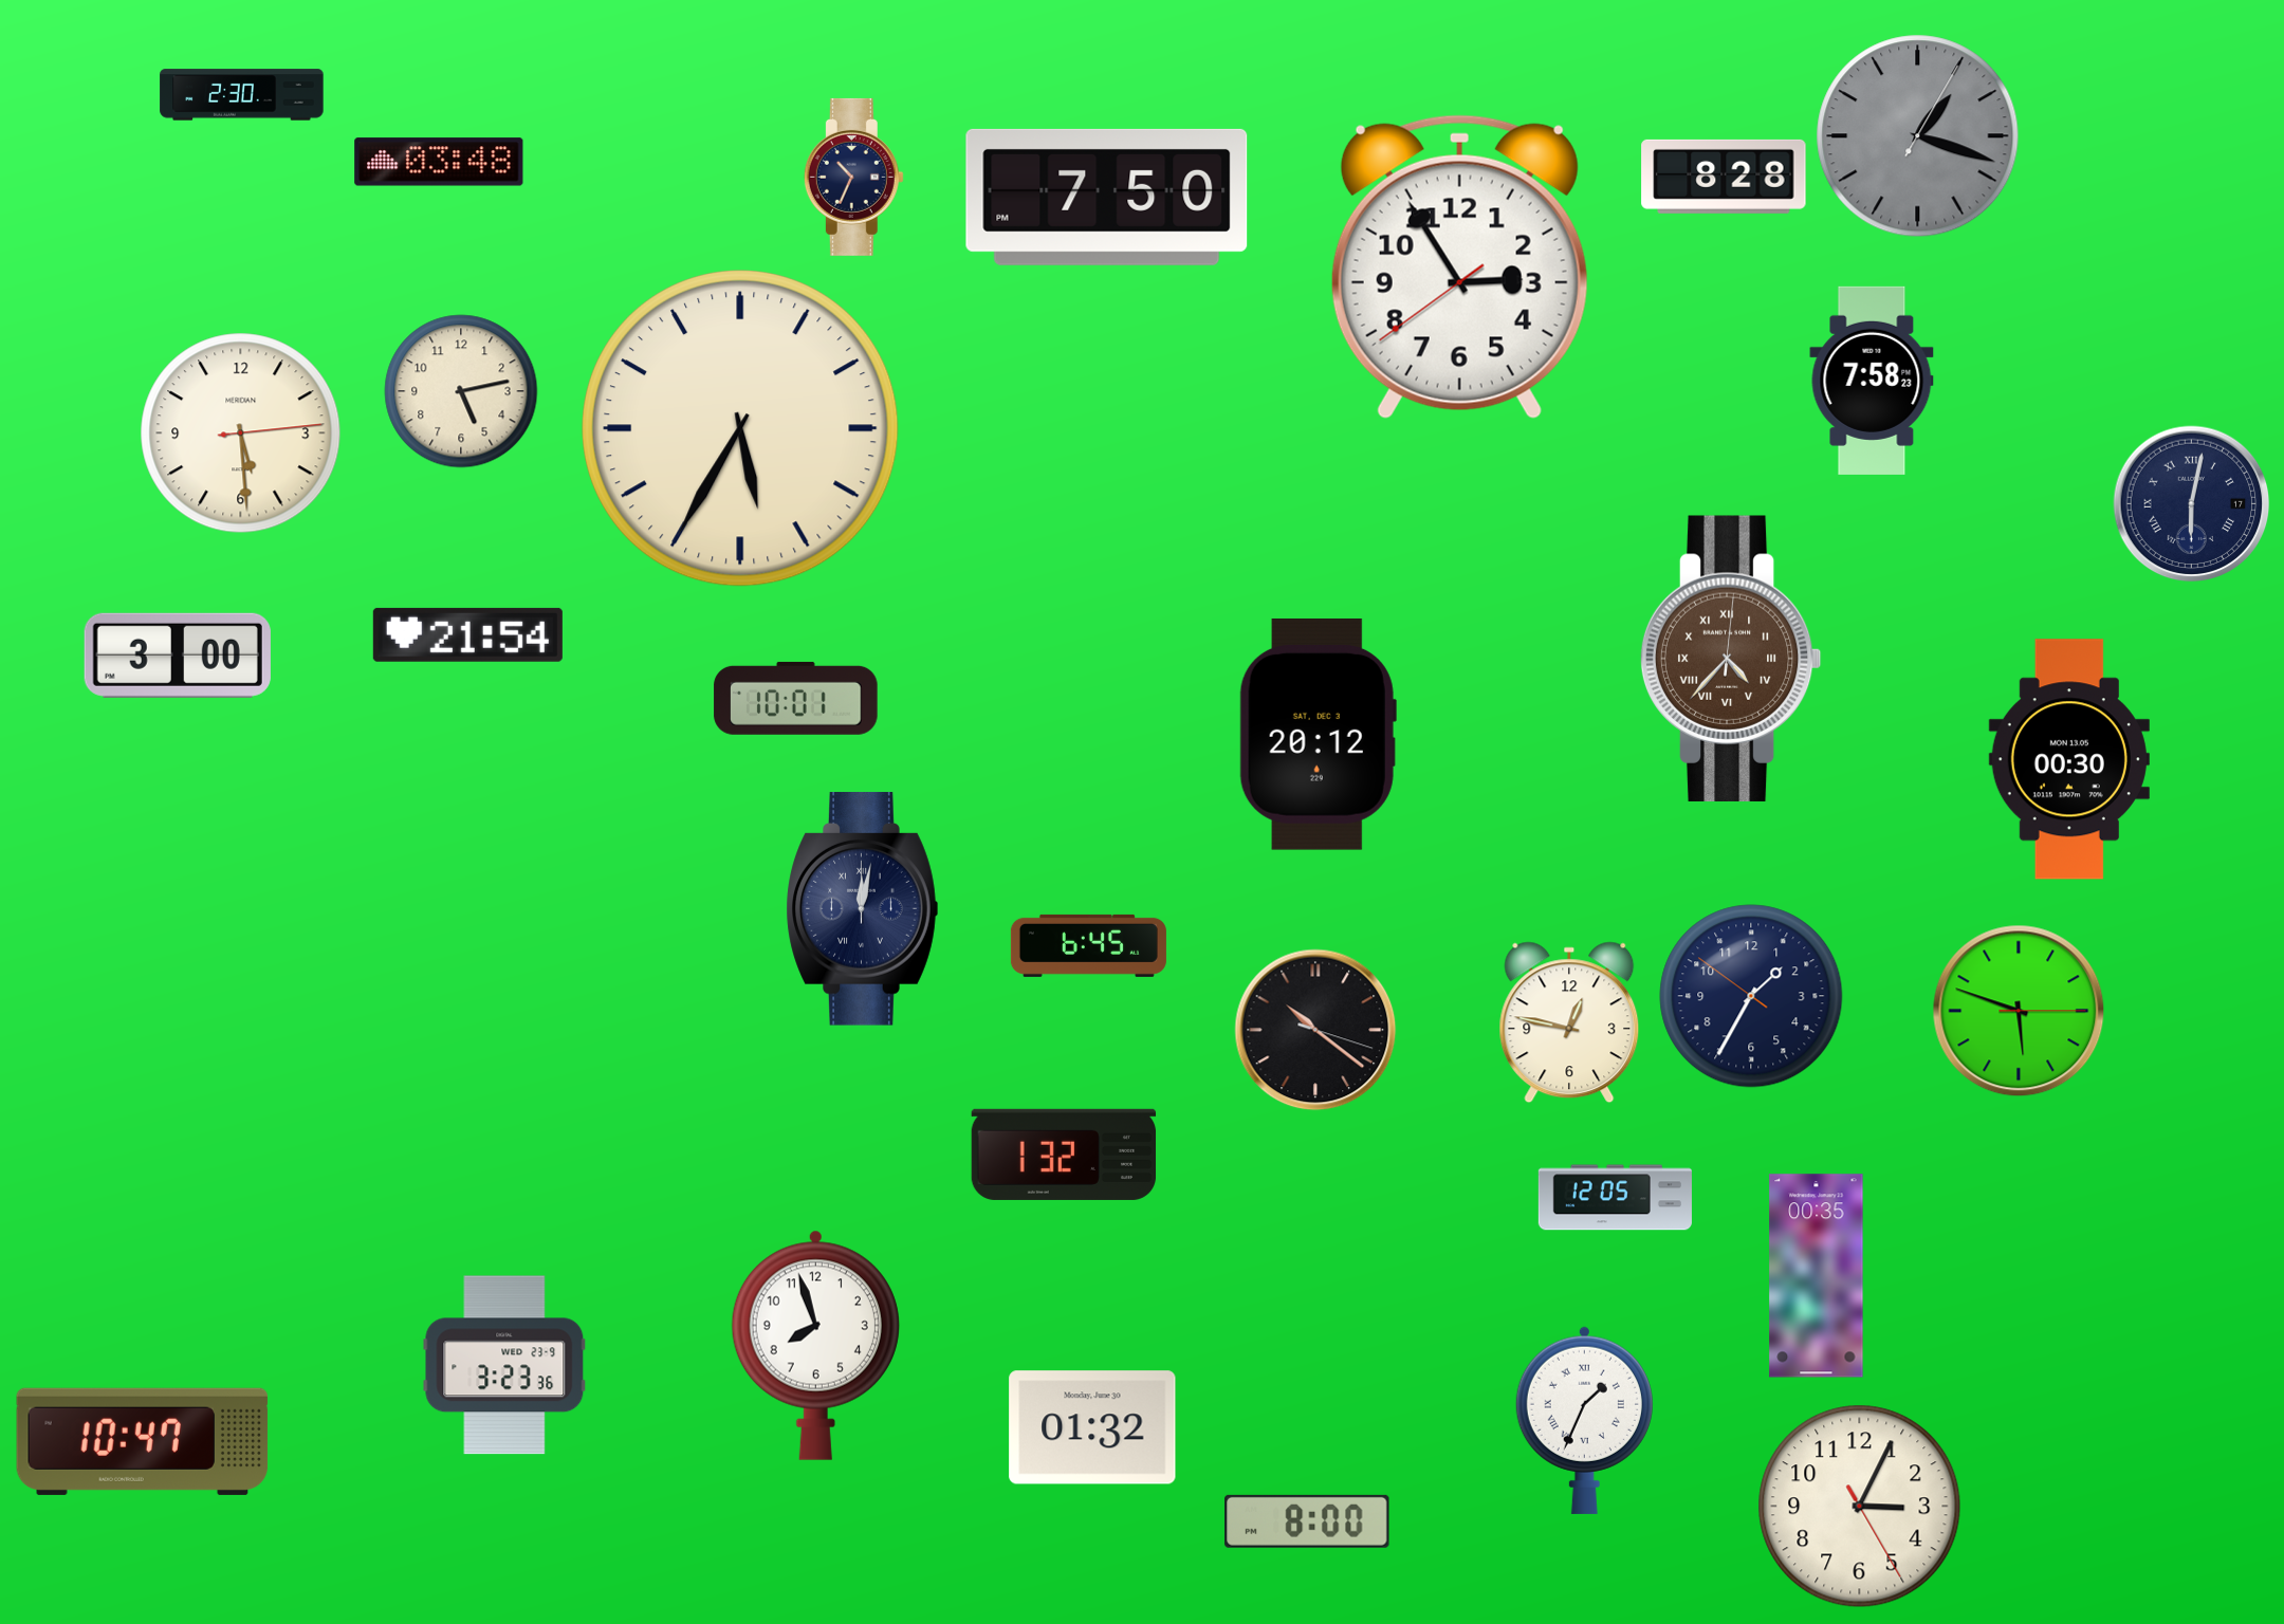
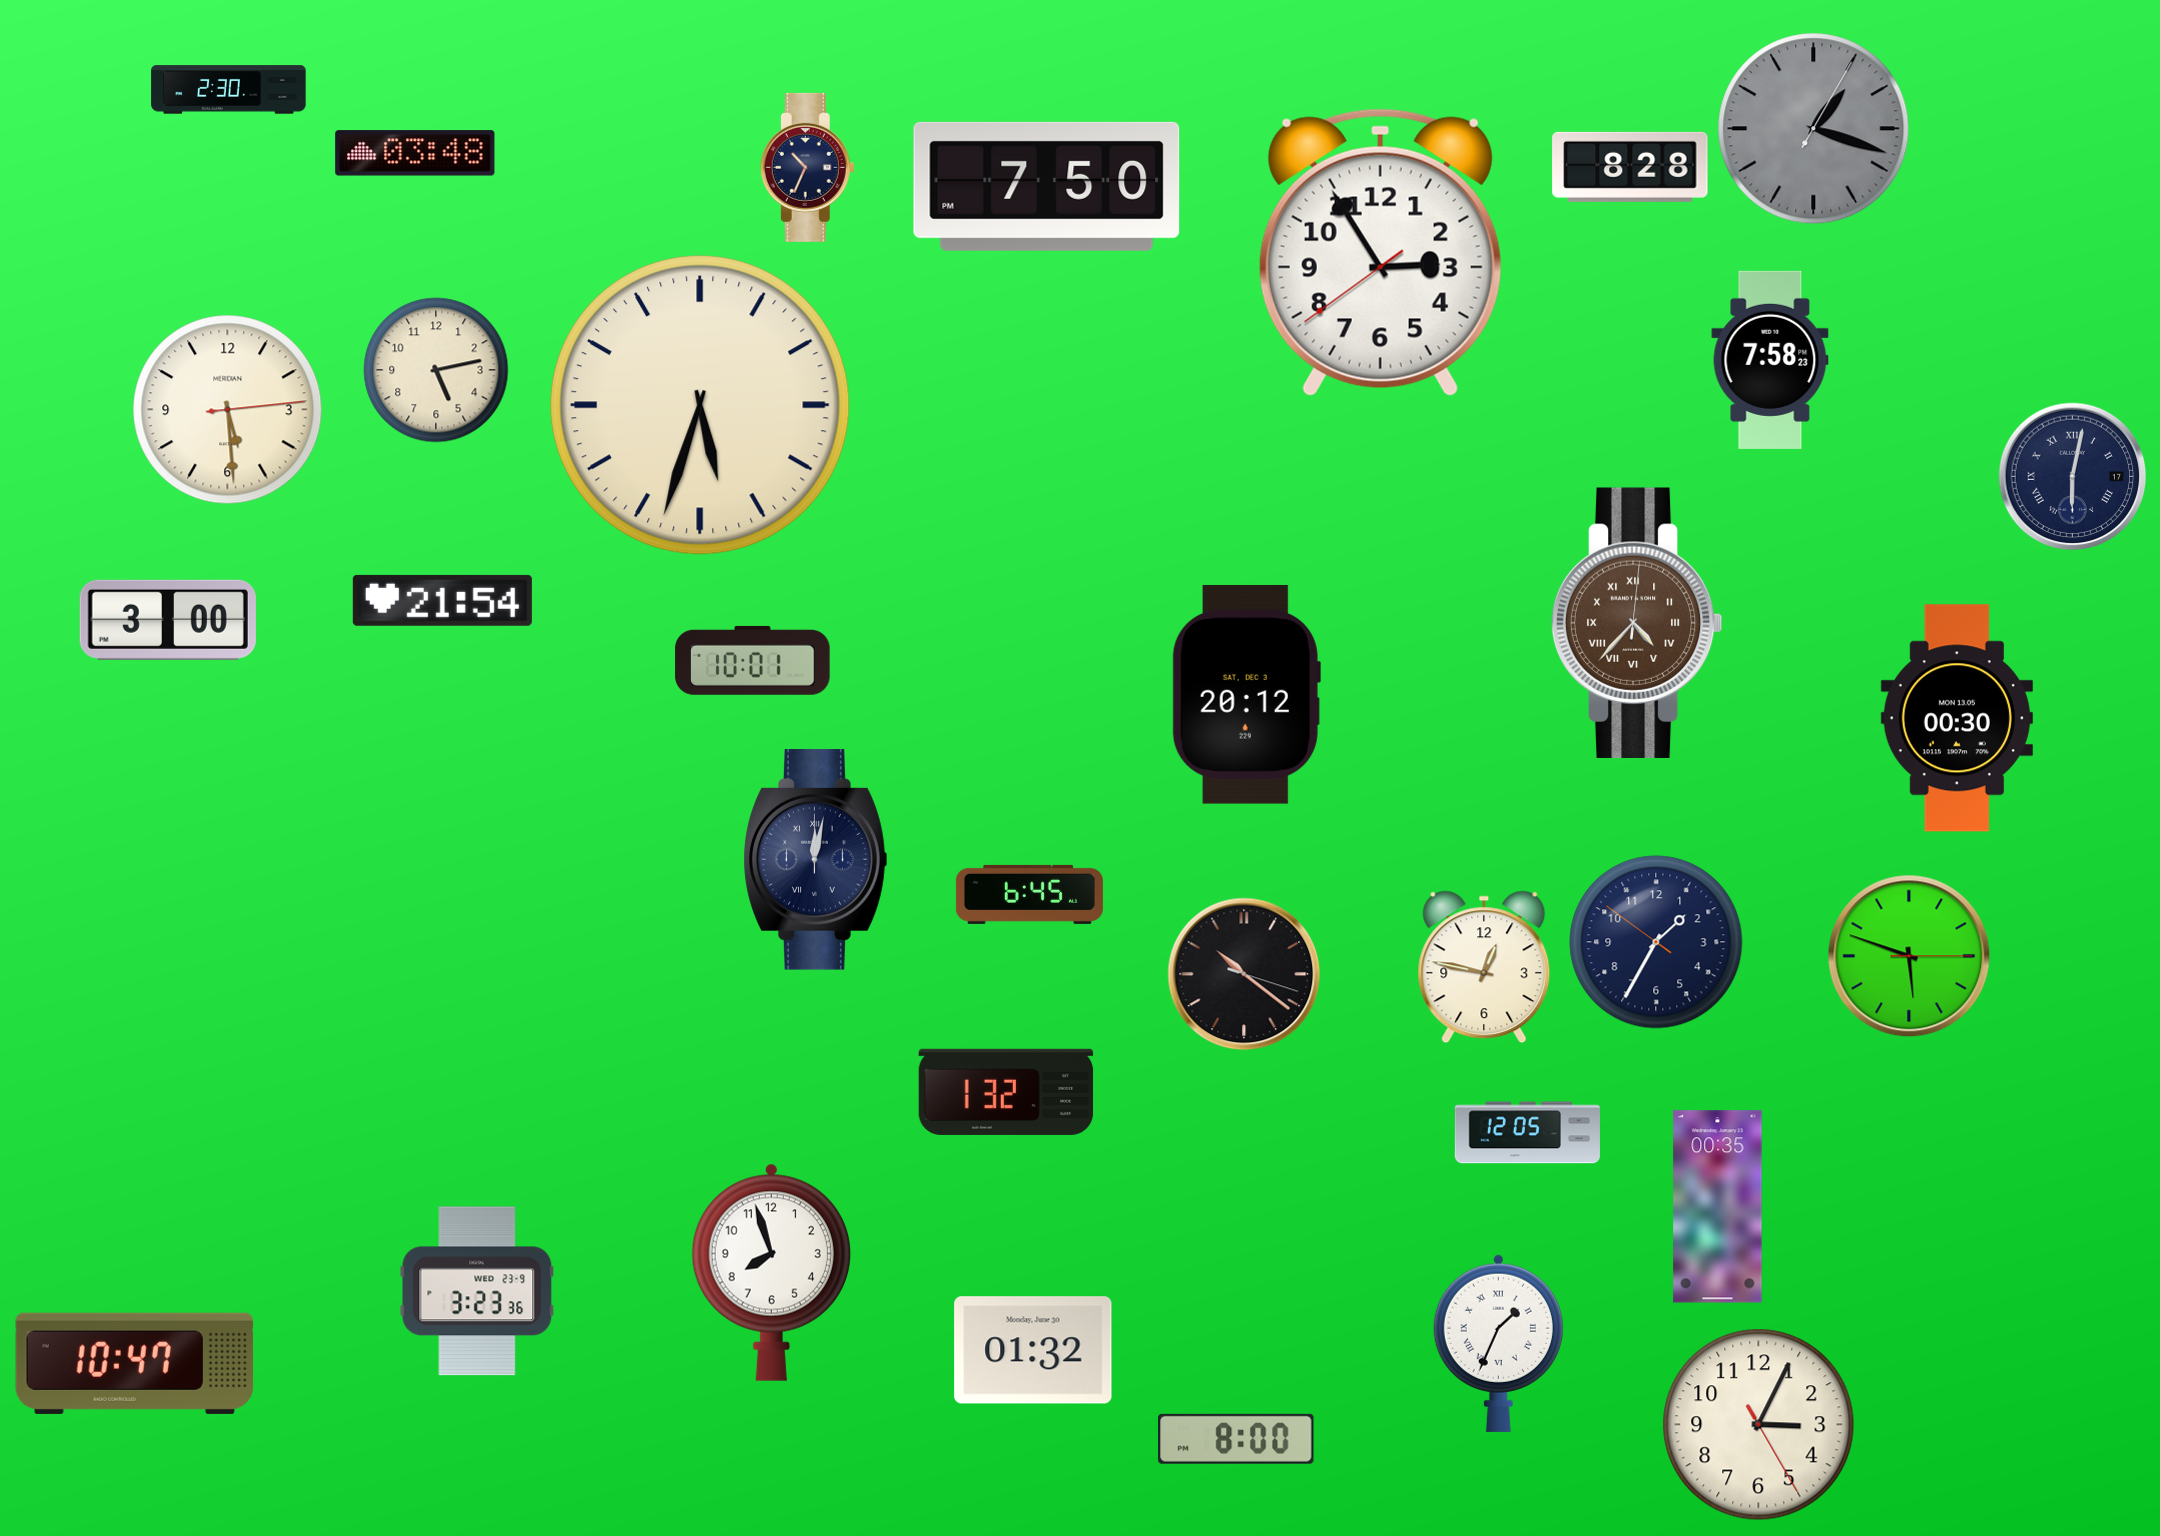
clock at (740, 428): 5:35 -> 5:33
